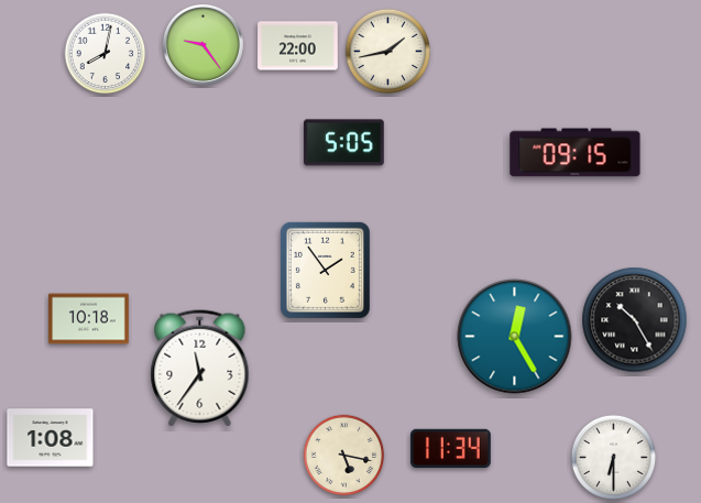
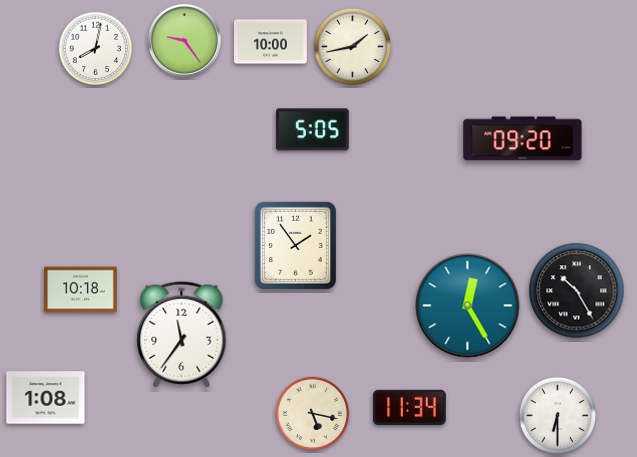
clock at (298, 46): 22:00 -> 10:00
clock at (576, 153): 09:15 -> 09:20
